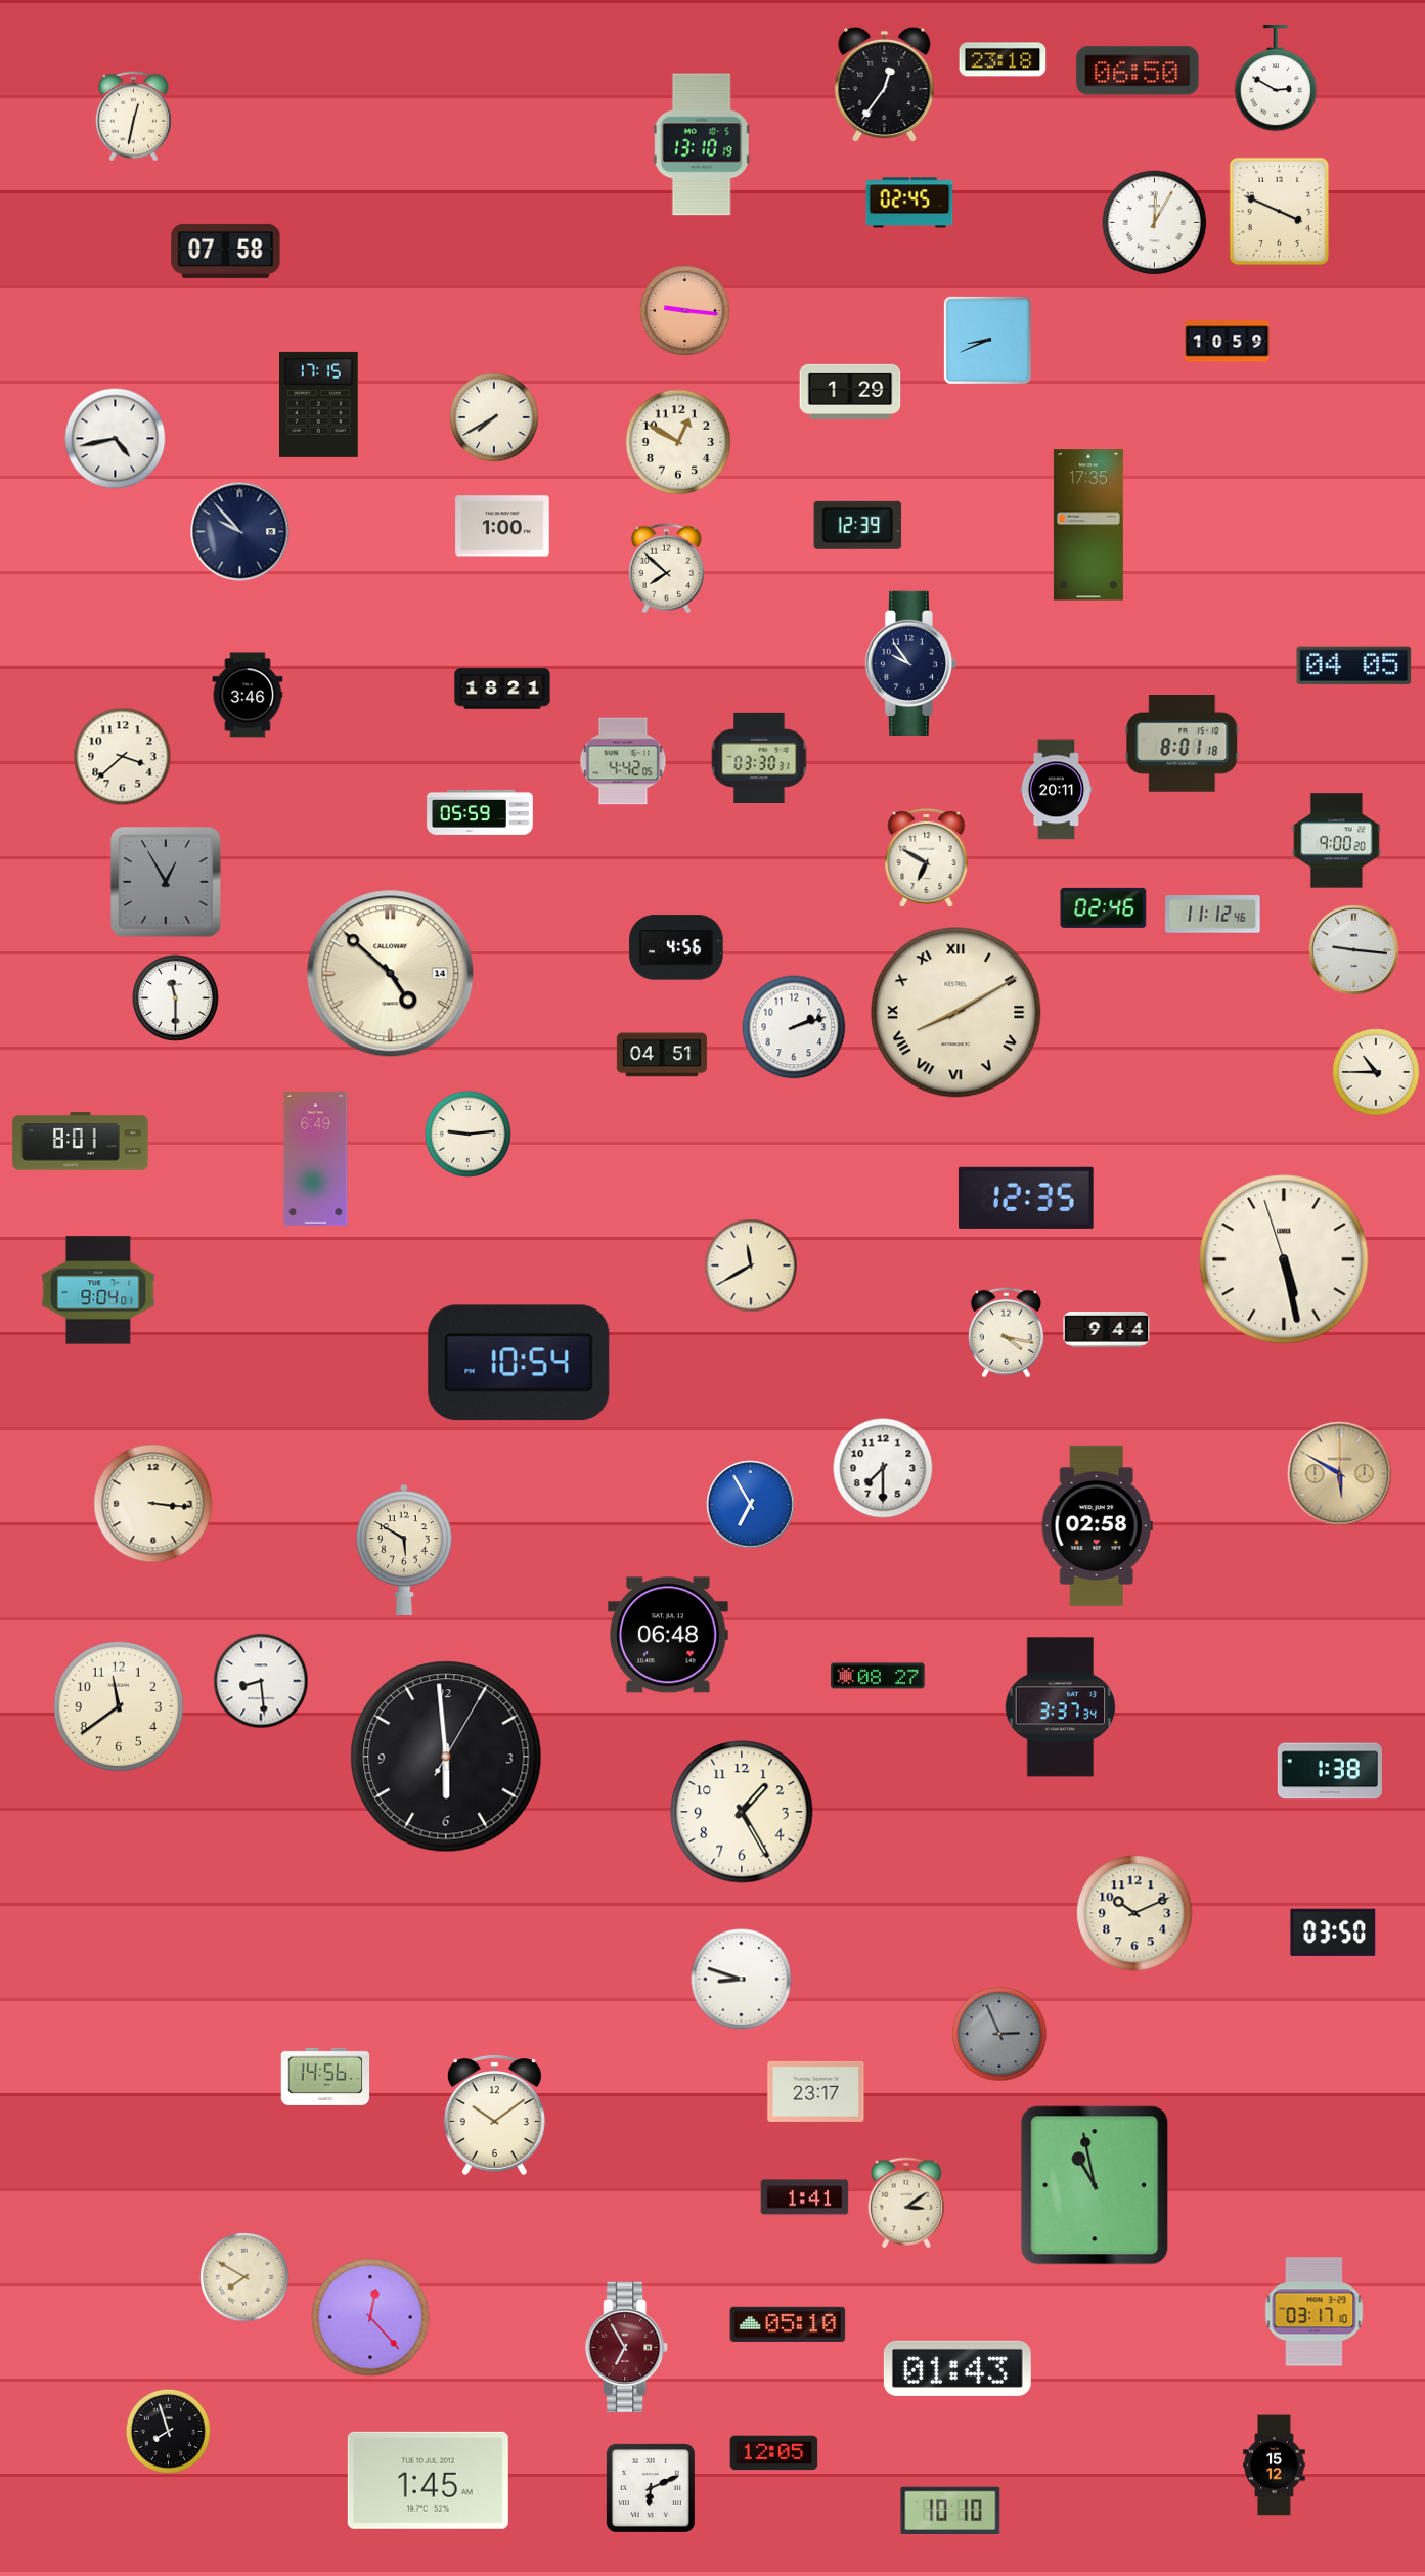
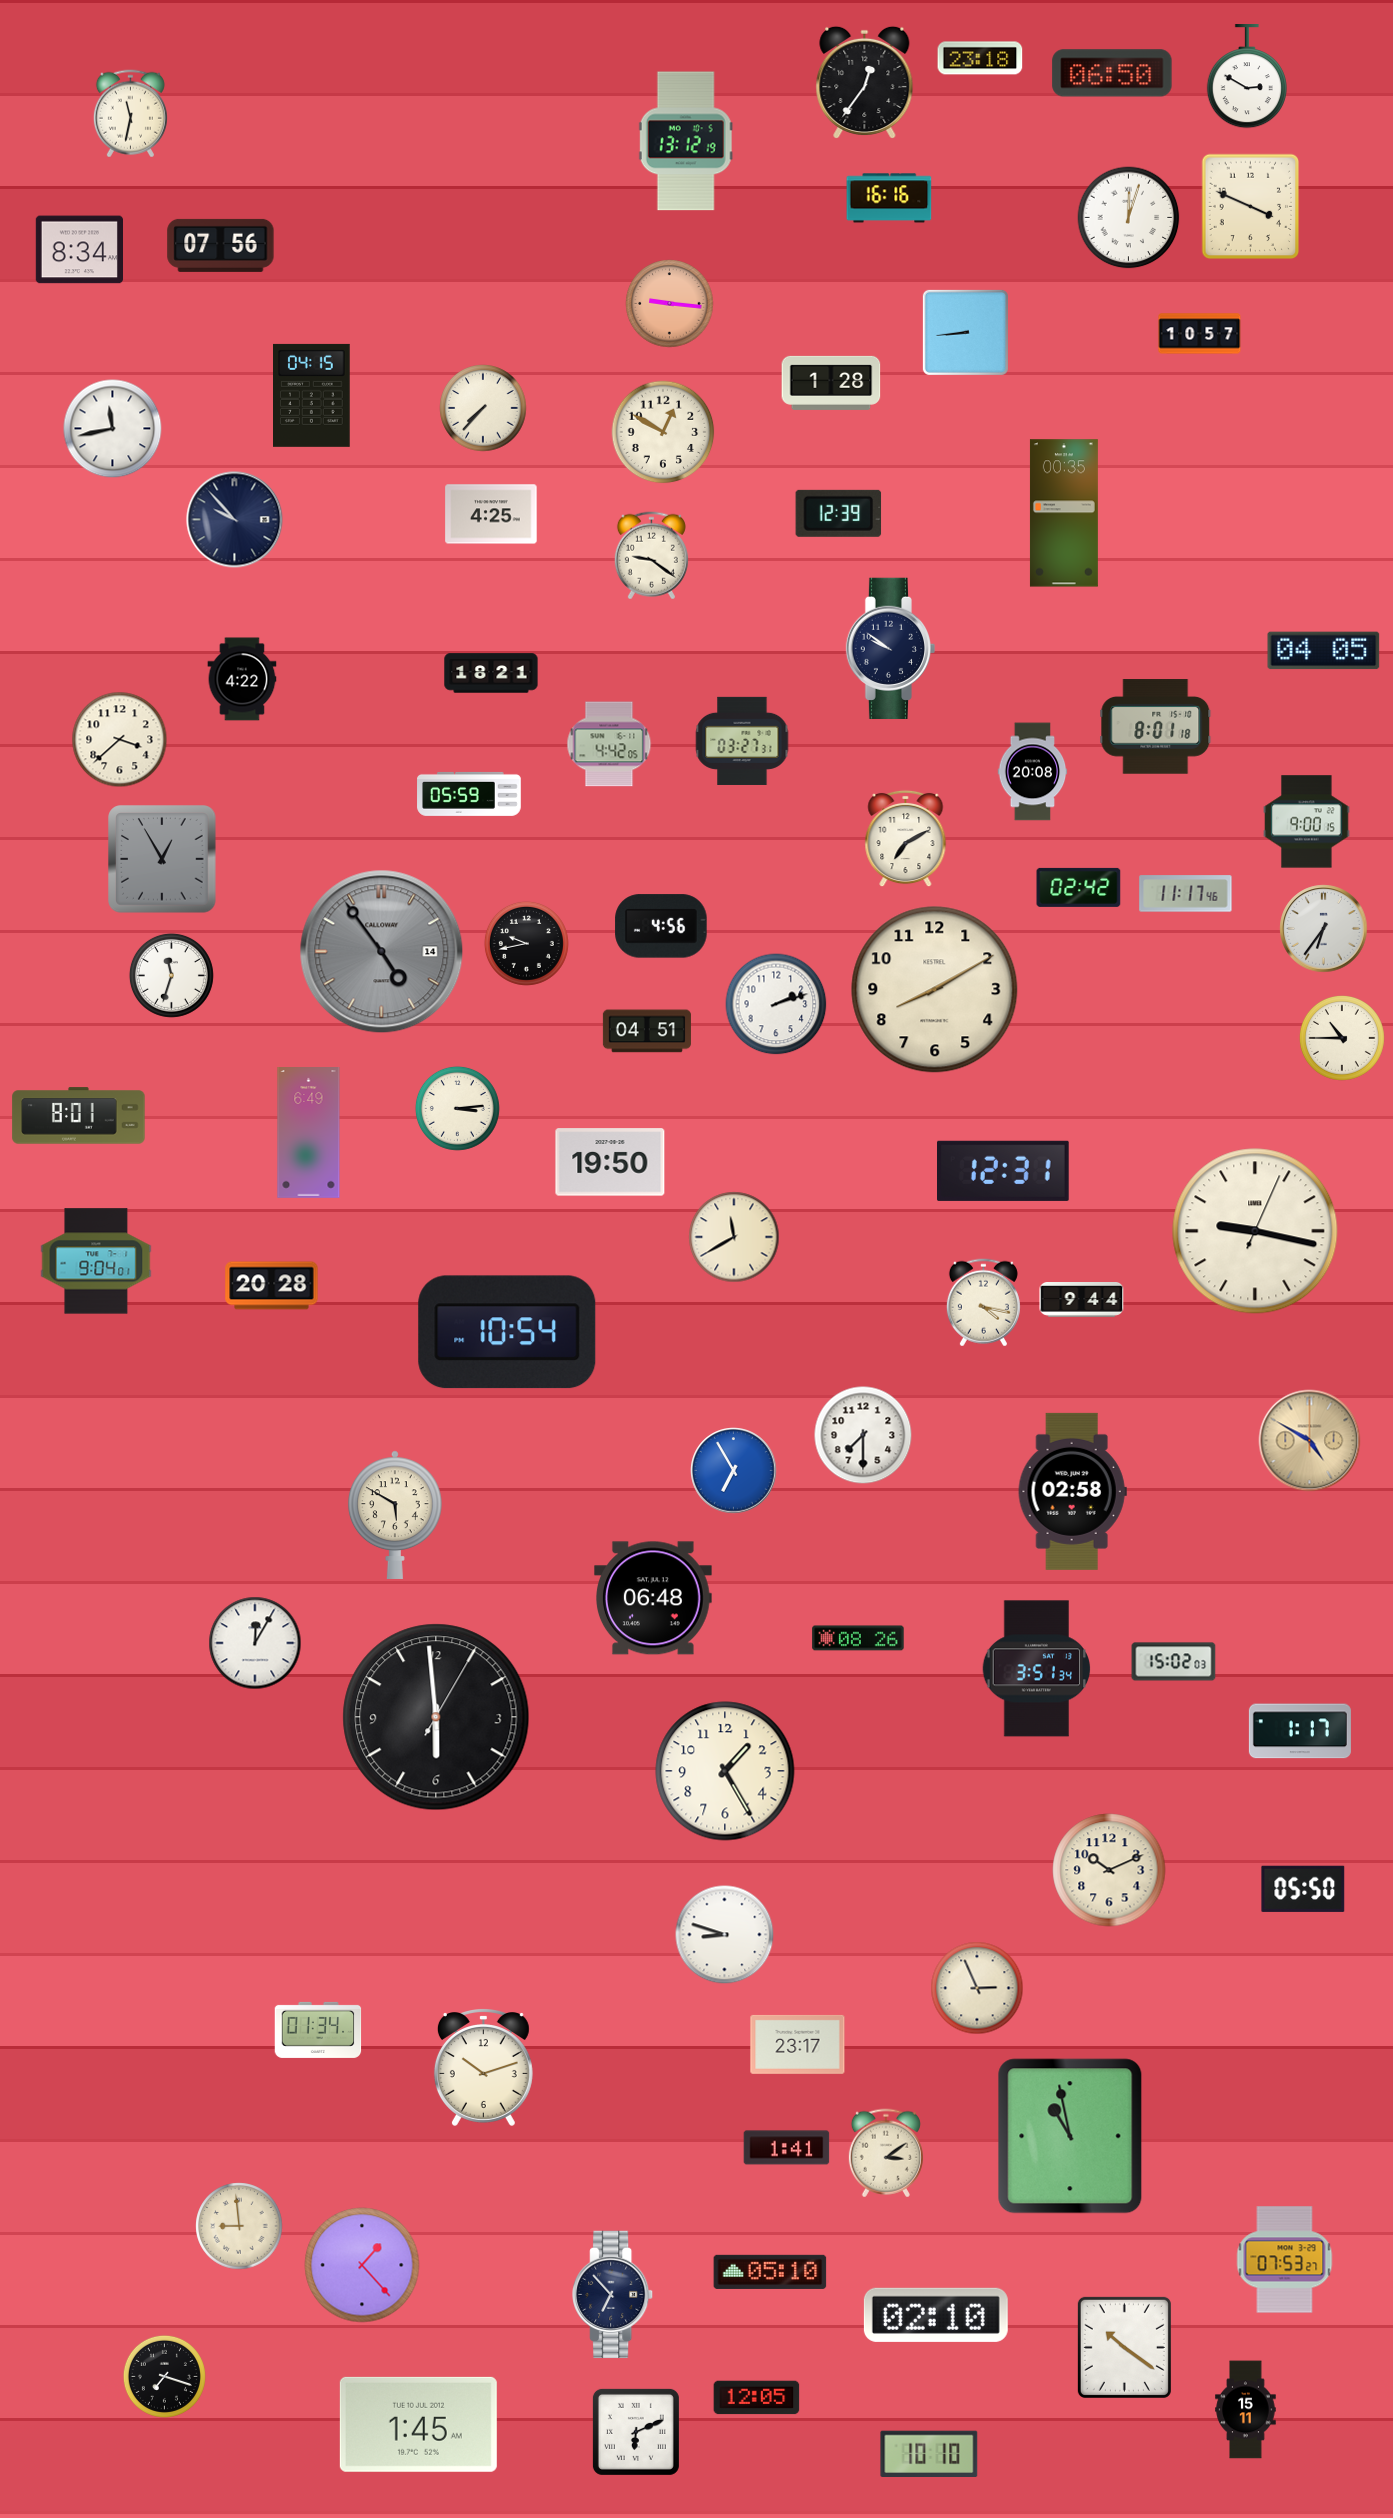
clock at (1138, 71) position: (1138, 71) -> (1112, 73)
clock at (133, 117): 12:32 -> 11:32
clock at (702, 144): 13:10 -> 13:12
clock at (909, 203): 02:45 -> 16:16
clock at (1155, 223): 12:05 -> 12:03
clock at (226, 251): 07:58 -> 07:56
clock at (79, 250): none -> 8:34
clock at (987, 340): 8:41 -> 8:44
clock at (1228, 342): 10:59 -> 10:57
clock at (850, 392): 1:29 -> 1:28
clock at (319, 404): 17:15 -> 04:15
clock at (494, 417): 7:40 -> 7:37
clock at (116, 439): 4:43 -> 11:43
clock at (1088, 525): 17:35 -> 00:35
clock at (502, 526): 1:00 -> 4:25
clock at (666, 569): 7:52 -> 9:21
clock at (911, 663): 9:54 -> 9:51
clock at (248, 695): 3:46 -> 4:22
clock at (759, 758): 03:30 -> 03:27
clock at (1057, 790): 20:11 -> 20:08
clock at (1337, 841): 9:00:20 -> 9:00:15
clock at (927, 858): 6:50 -> 7:10
clock at (166, 882) position: (166, 882) -> (162, 859)
clock at (1104, 907): 02:46 -> 02:42
clock at (1213, 915): 11:12 -> 11:17
clock at (1354, 950): 9:16 -> 6:36
clock at (526, 943): none -> 9:43
clock at (391, 974): 4:52 -> 4:54
clock at (391, 974) dial: cream -> grey
clock at (175, 997): 11:30 -> 11:33
clock at (956, 1013) numerals: Roman -> Arabic
clock at (1376, 1072) position: (1376, 1072) -> (1342, 1038)
clock at (467, 1134): 9:14 -> 3:14
clock at (610, 1162): none -> 19:50
clock at (1027, 1198): 12:35 -> 12:31
clock at (1284, 1259): 5:27 -> 9:17
clock at (272, 1286): none -> 20:28
clock at (1340, 1474): 5:50 -> 4:50
clock at (153, 1504): 3:16 -> none
clock at (878, 1676): 08:27 -> 08:26
clock at (261, 1681): 8:29 -> 12:05
clock at (1174, 1662): none -> 15:02
clock at (119, 1706): 11:39 -> none
clock at (1061, 1707): 3:37 -> 3:51
clock at (1330, 1771): 1:38 -> 1:17
clock at (1333, 1933): 03:50 -> 05:50
clock at (999, 2034) dial: grey -> cream
clock at (325, 2077): 14:56 -> 01:34
clock at (494, 2116): 10:09 -> 10:12
clock at (244, 2277): 7:50 -> 8:59
clock at (1315, 2312): 03:17 -> 07:53
clock at (370, 2317): 12:23 -> 1:23
clock at (627, 2348): 6:55 -> 6:53
clock at (627, 2348) dial: burgundy -> navy
clock at (958, 2368): 01:43 -> 02:10
clock at (1124, 2347): none -> 10:21
clock at (168, 2431): 7:57 -> 7:18
clock at (1275, 2466): 15:12 -> 15:11
